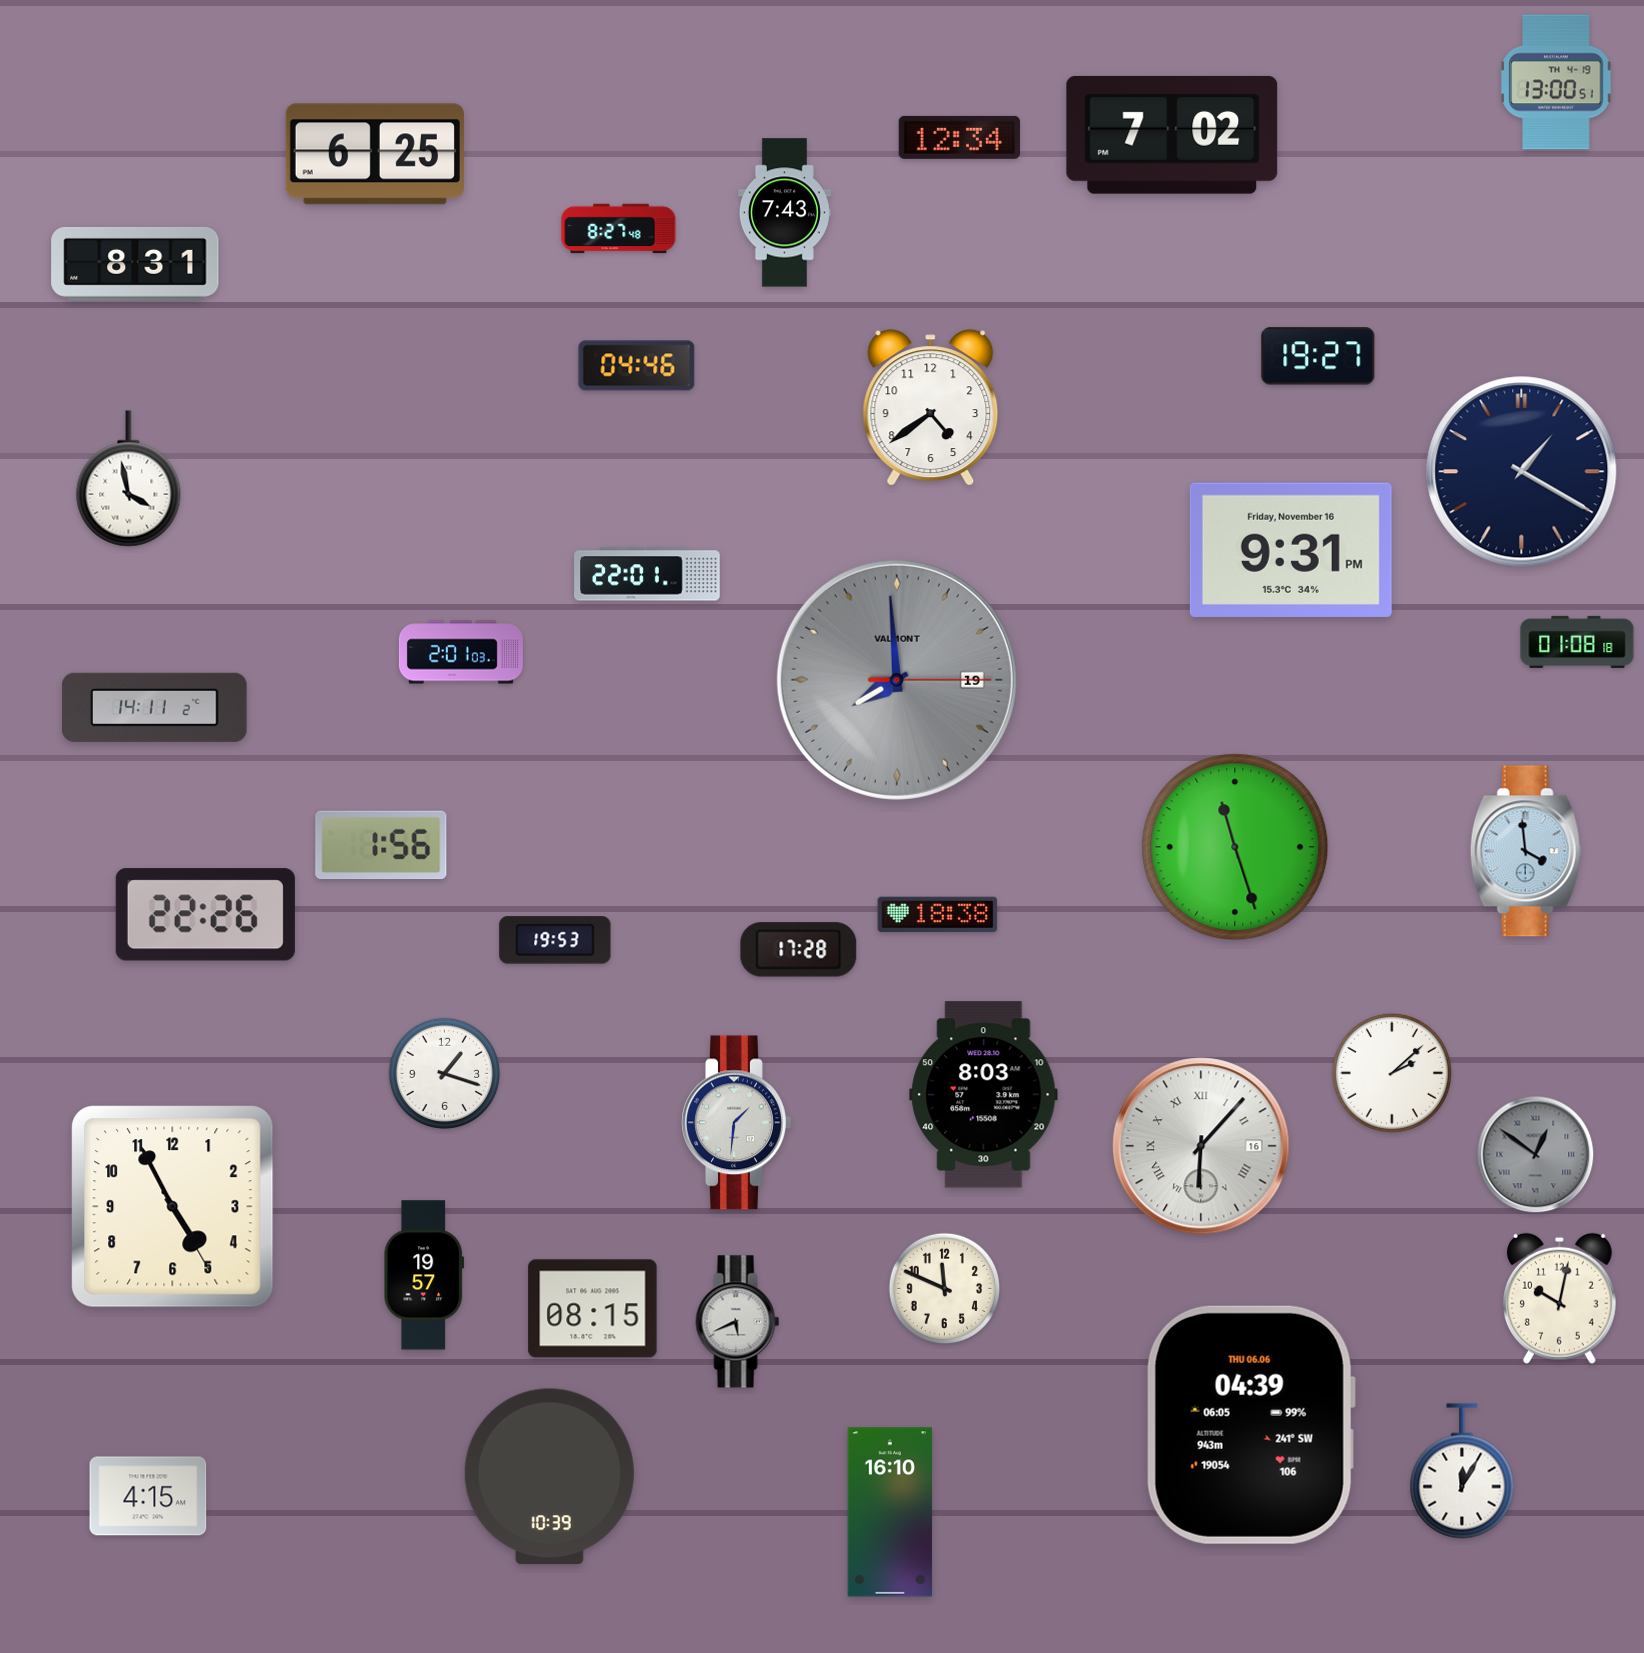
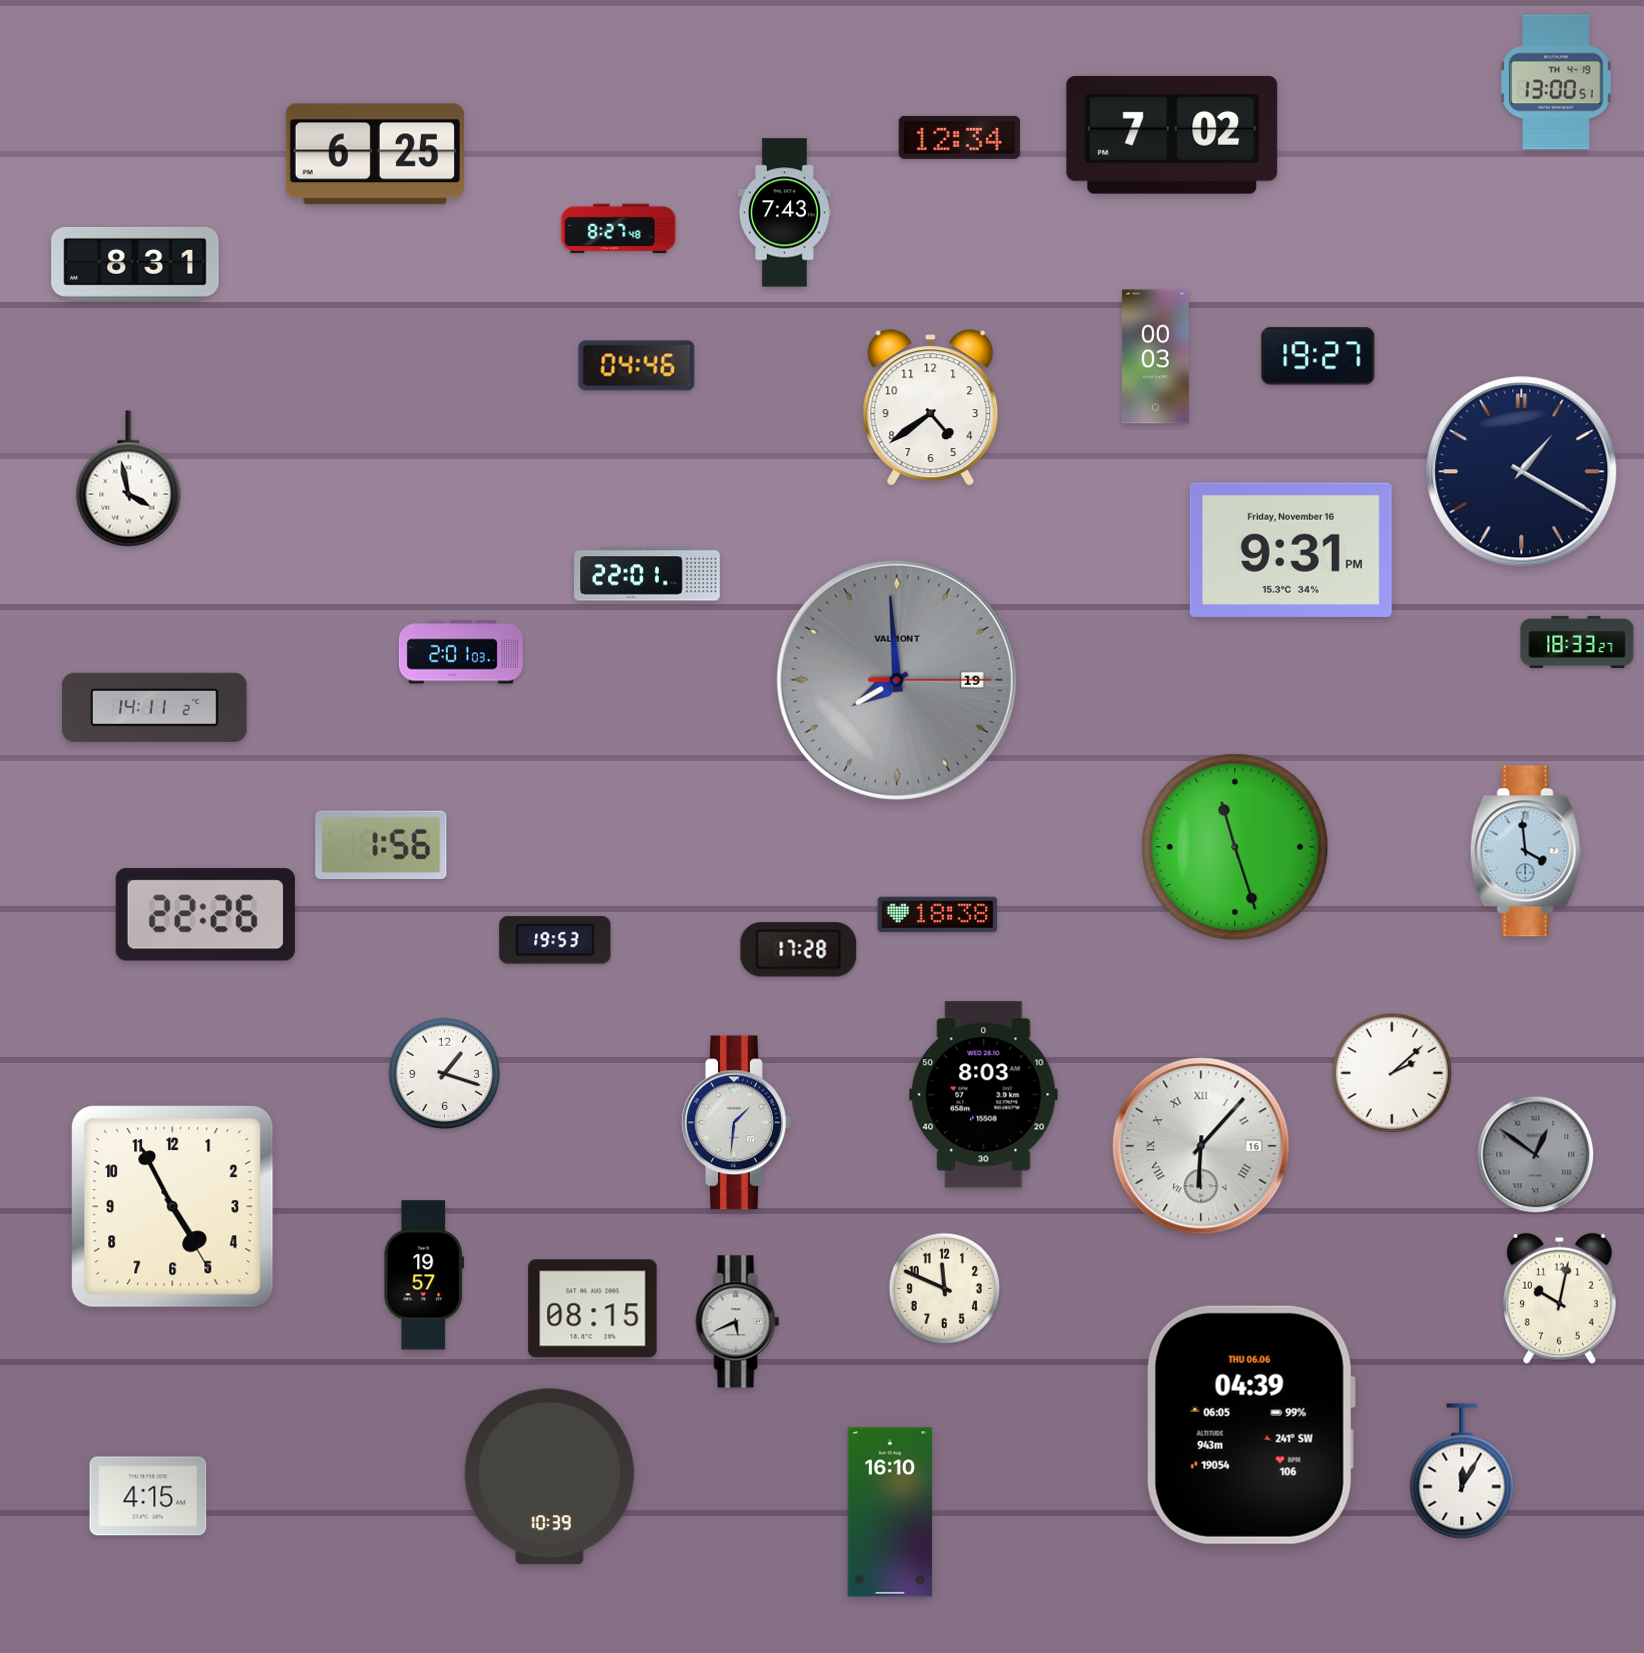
clock at (1155, 357): none -> 00:03
clock at (1577, 642): 01:08 -> 18:33
